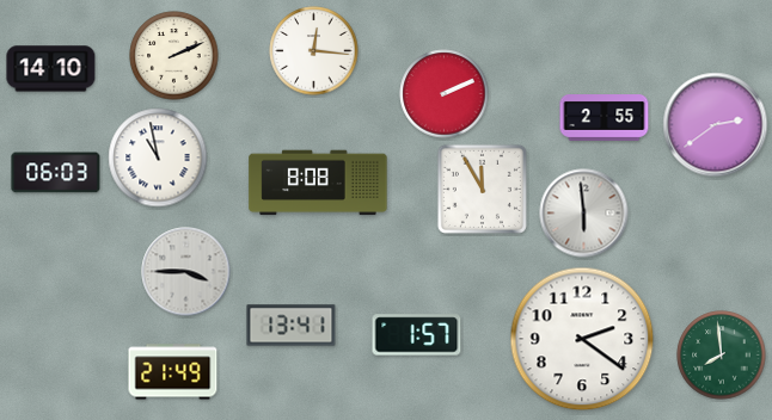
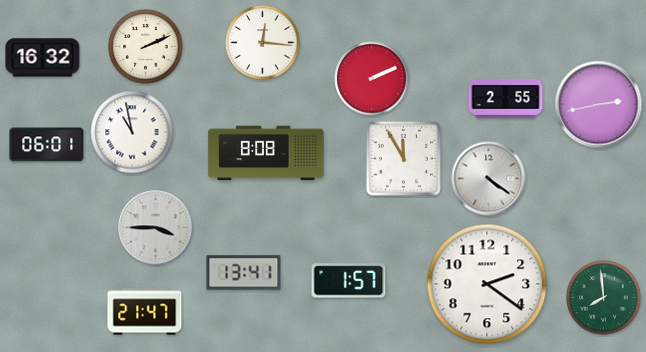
clock at (51, 69): 14:10 -> 16:32
clock at (716, 125): 2:39 -> 2:43
clock at (56, 173): 06:03 -> 06:01
clock at (584, 214): 5:59 -> 4:21
clock at (173, 372): 21:49 -> 21:47
